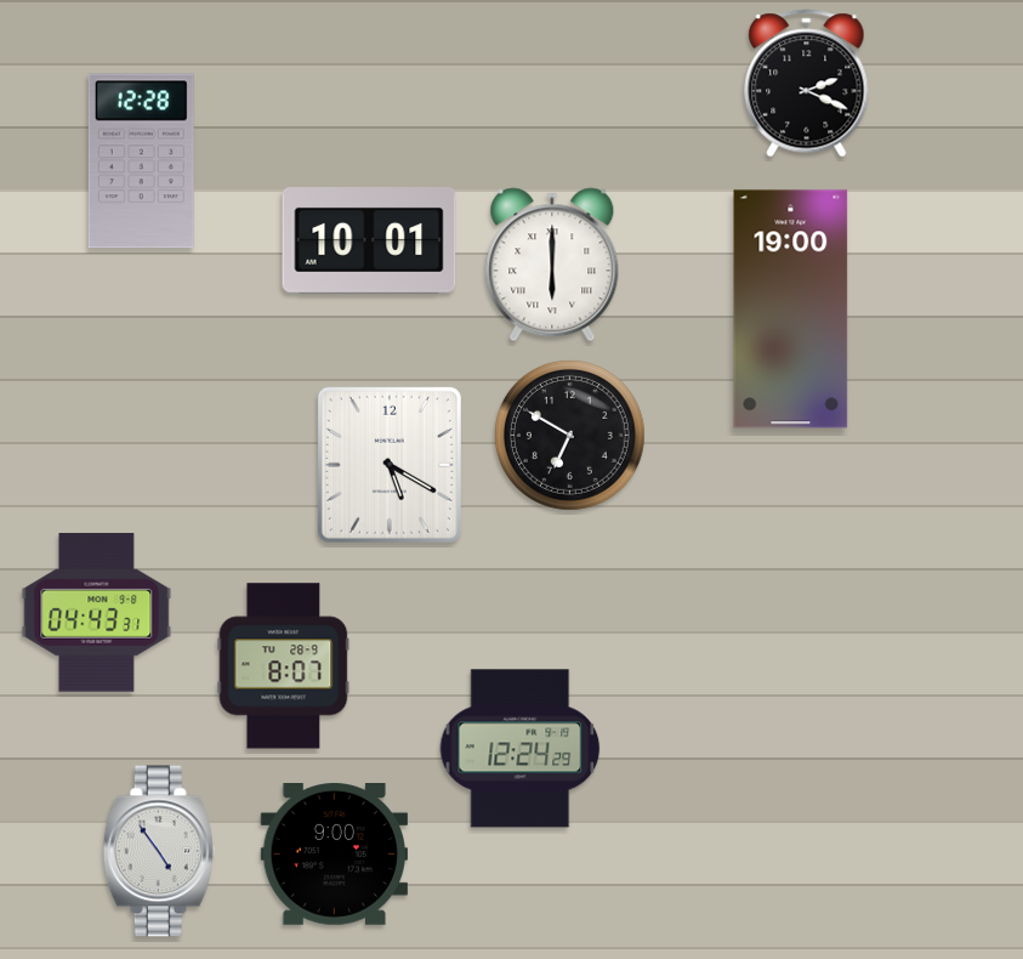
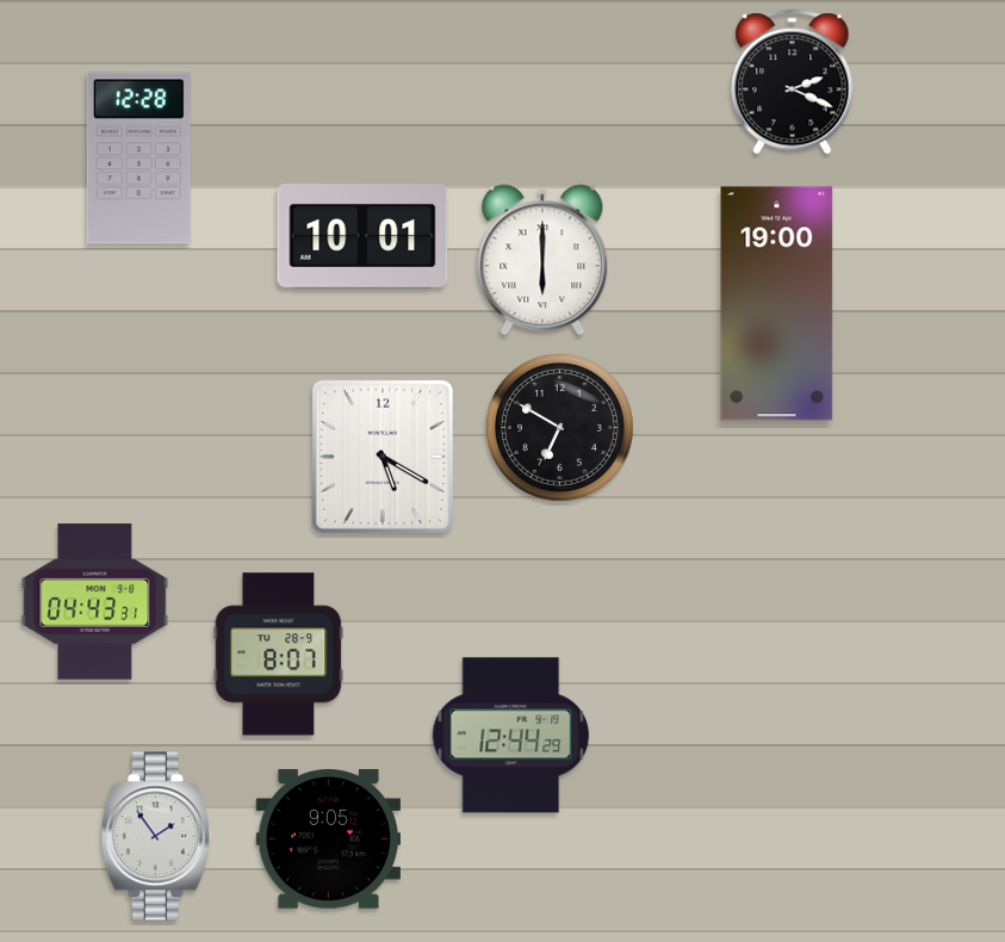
clock at (521, 749): 12:24 -> 12:44
clock at (159, 851): 4:54 -> 1:54
clock at (334, 855): 9:00 -> 9:05
